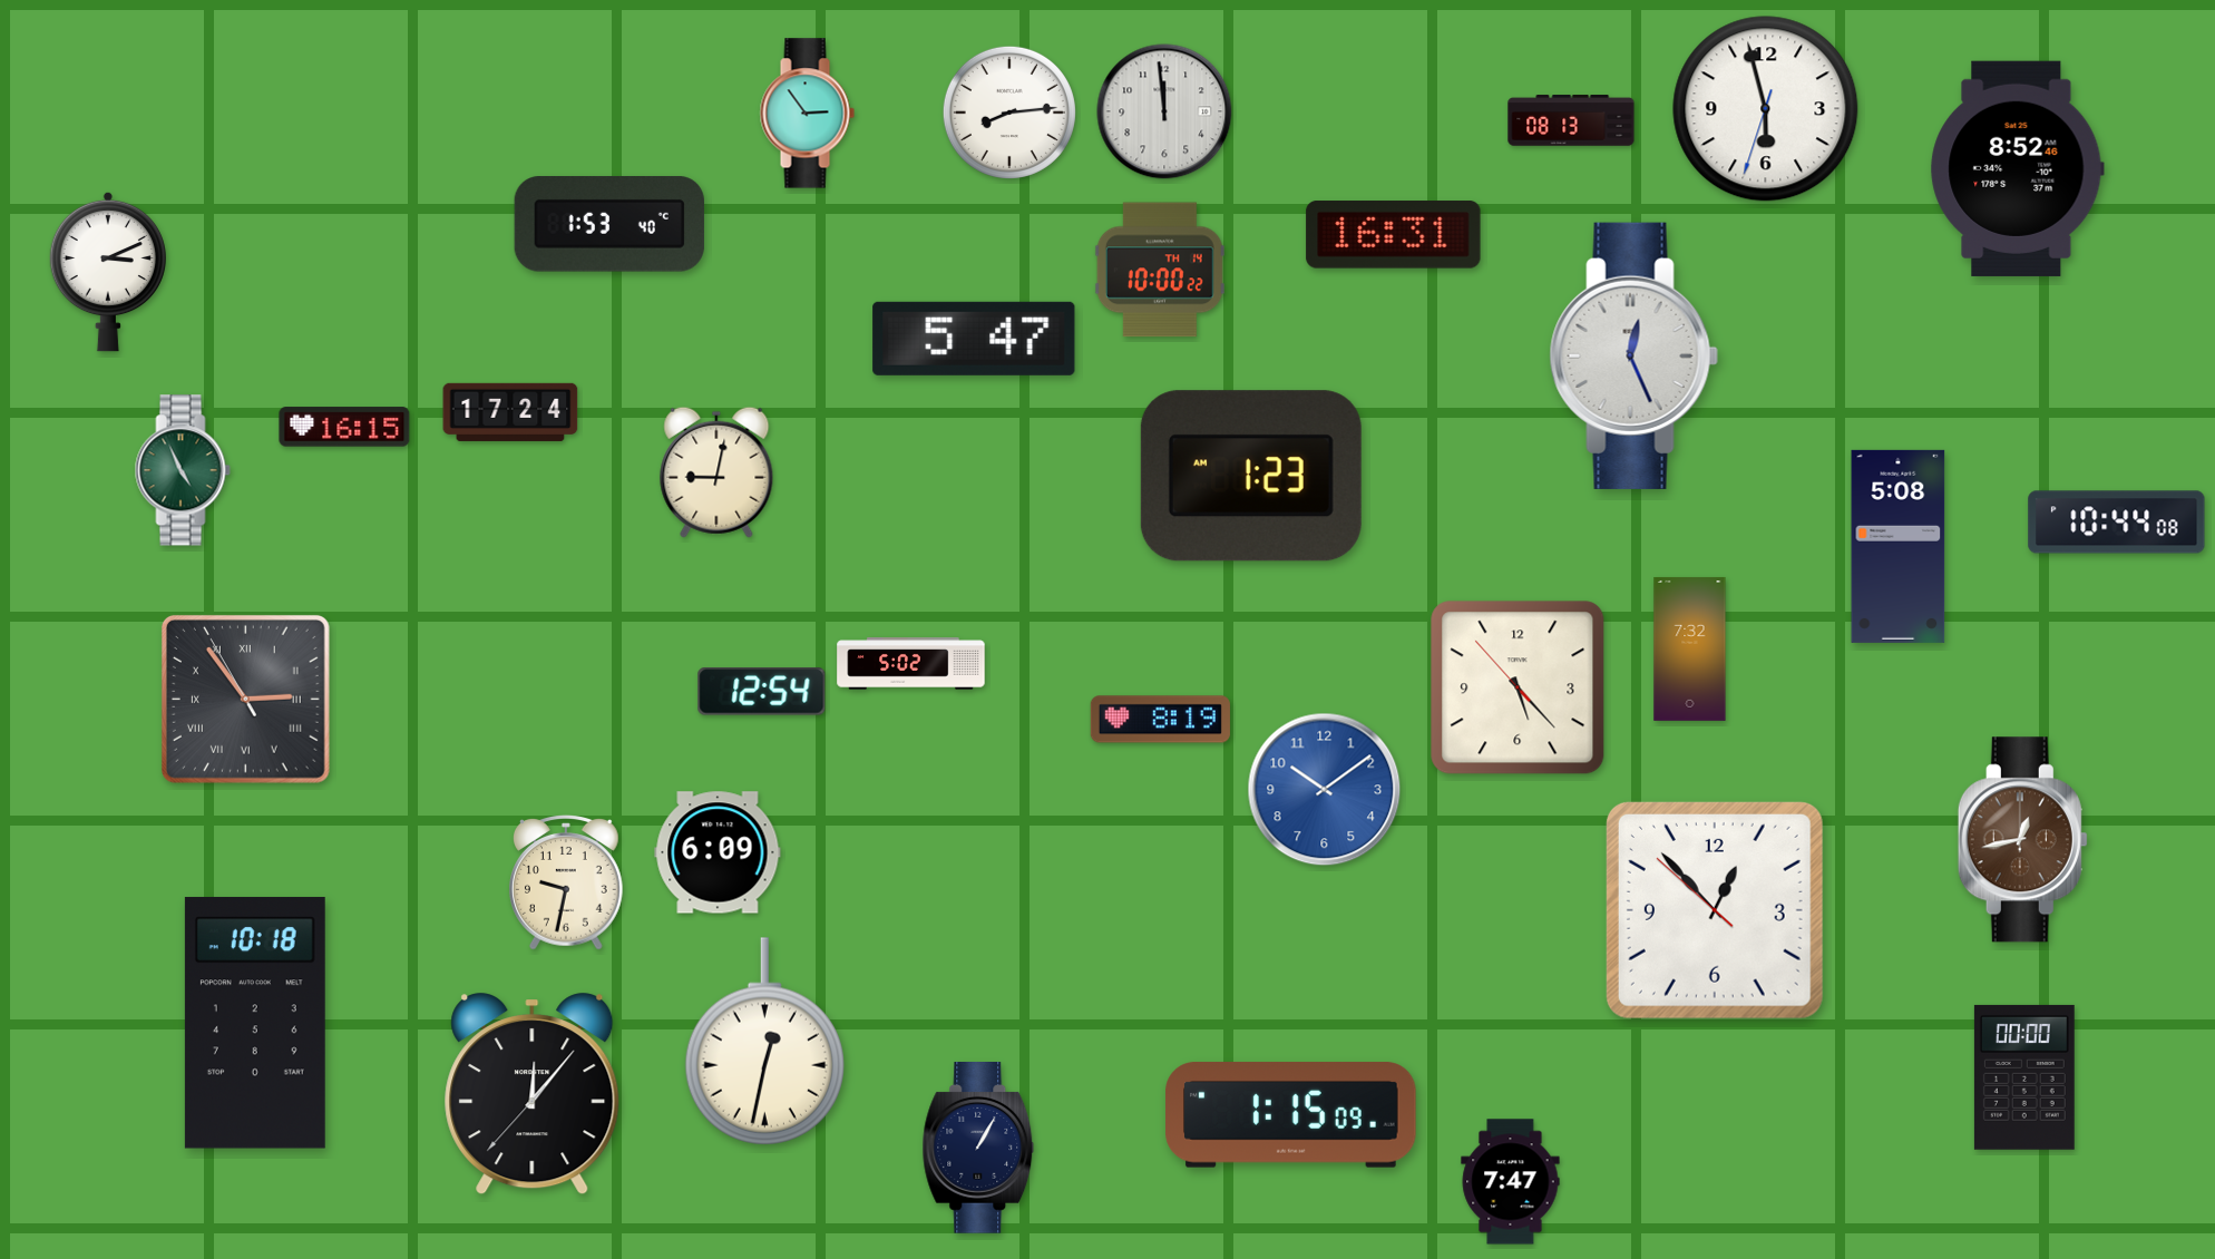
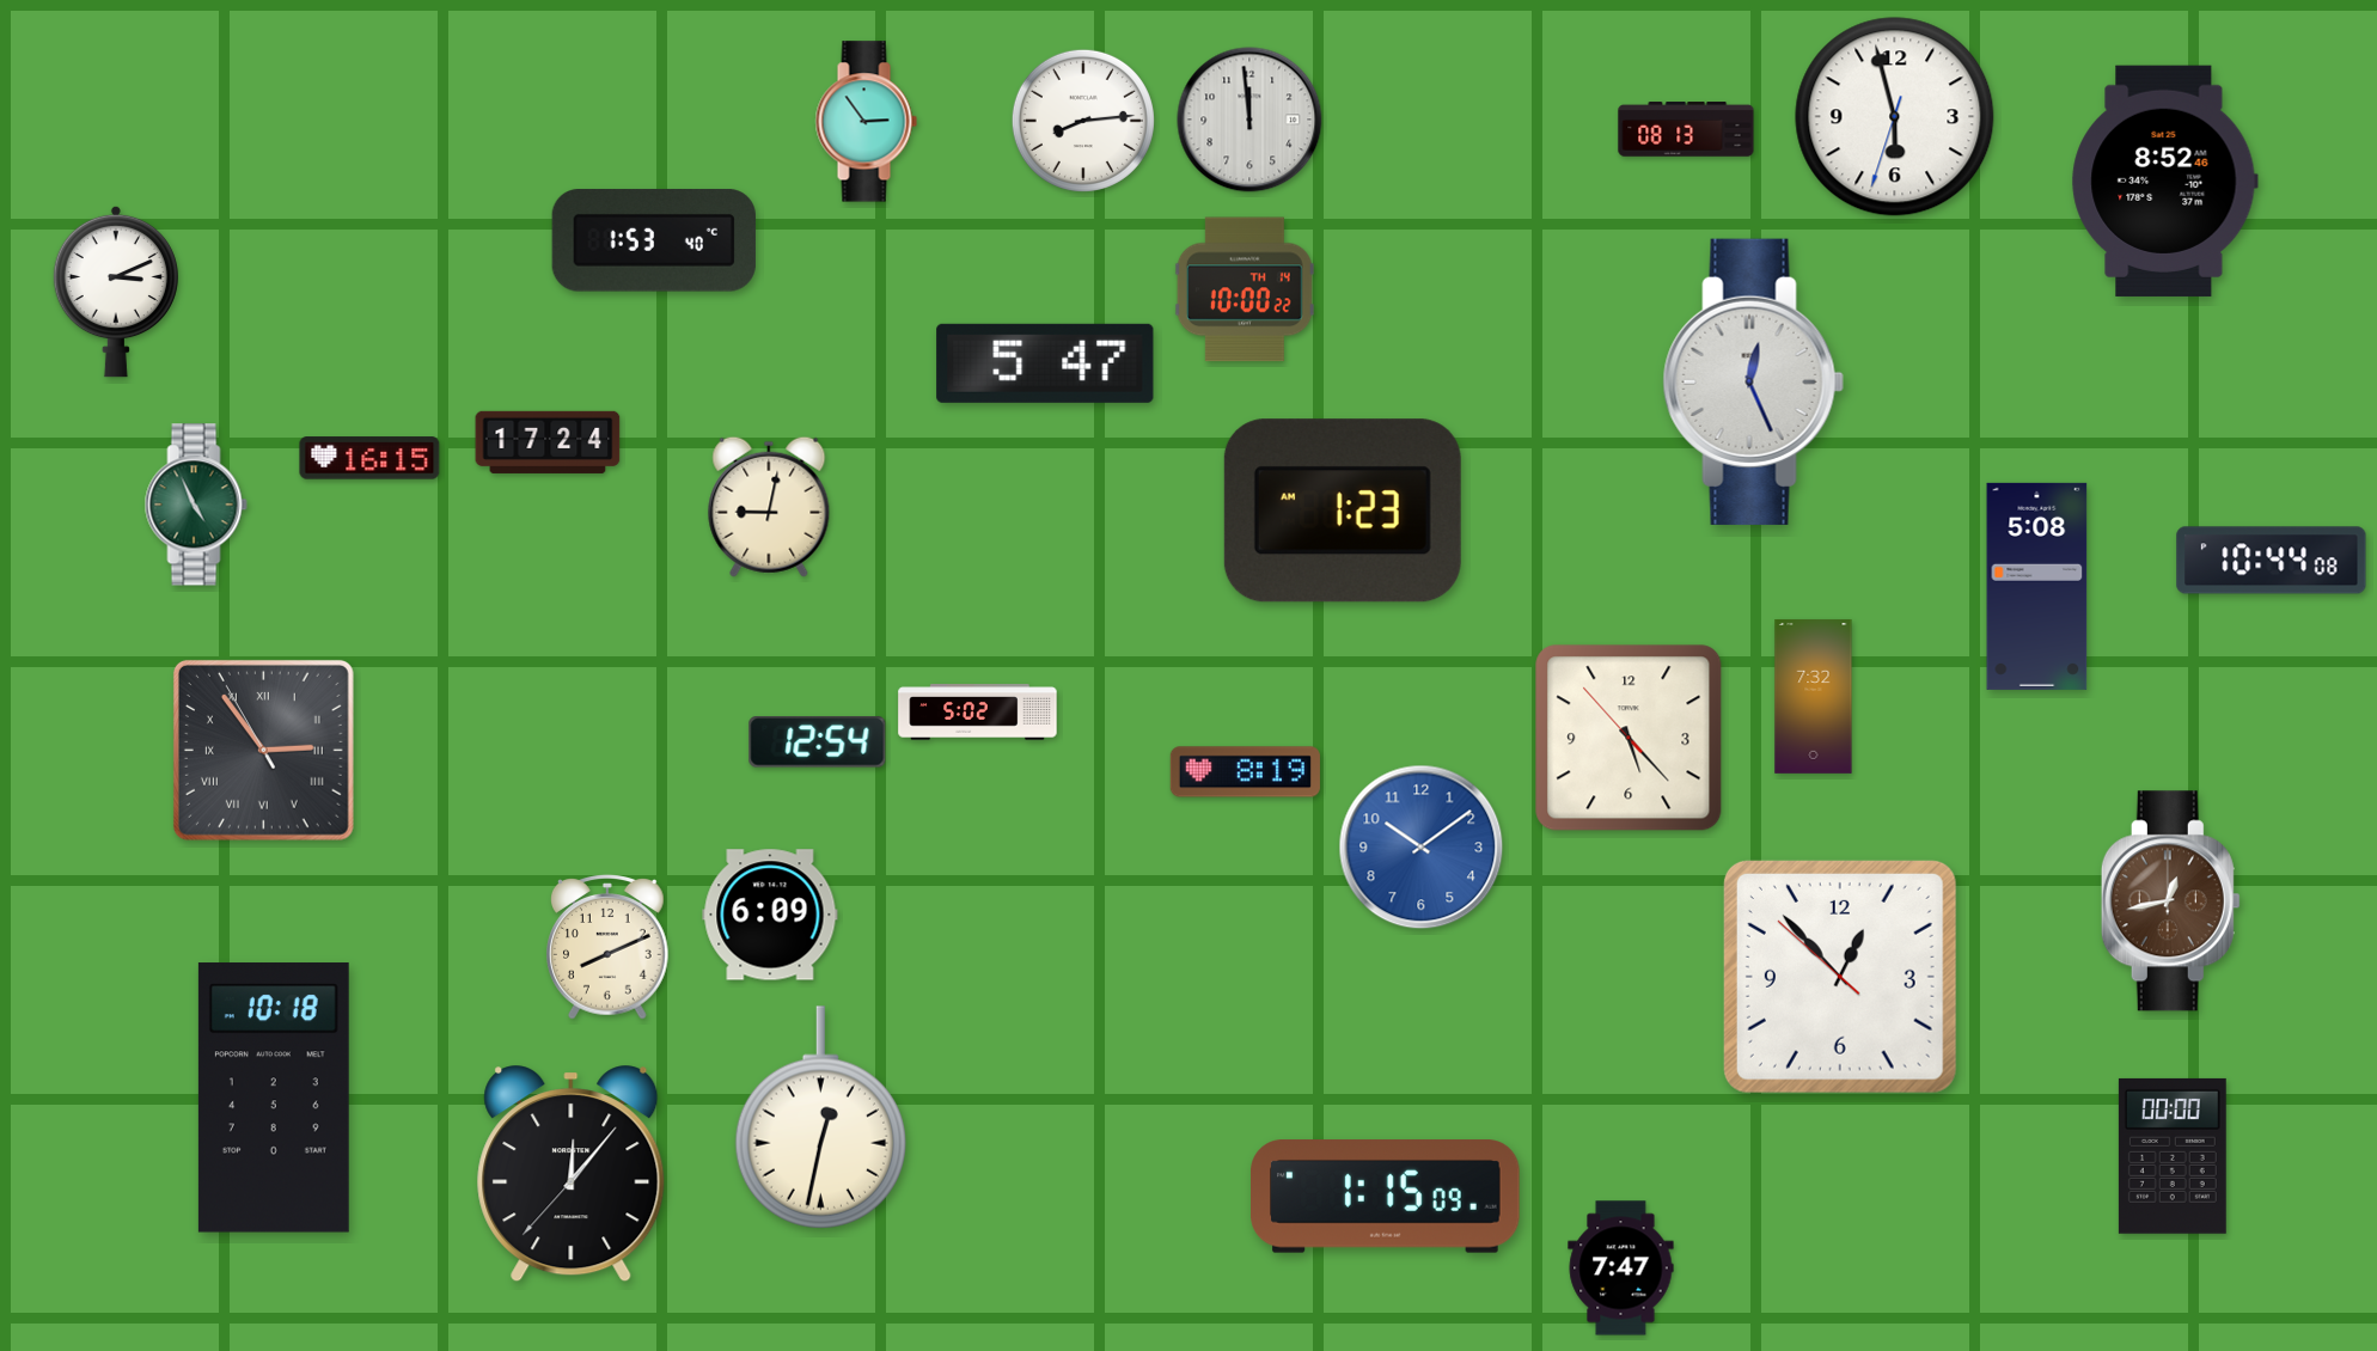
clock at (1394, 235): 16:31 -> none
clock at (567, 882): 9:32 -> 8:11
clock at (978, 1149): 1:05 -> none
